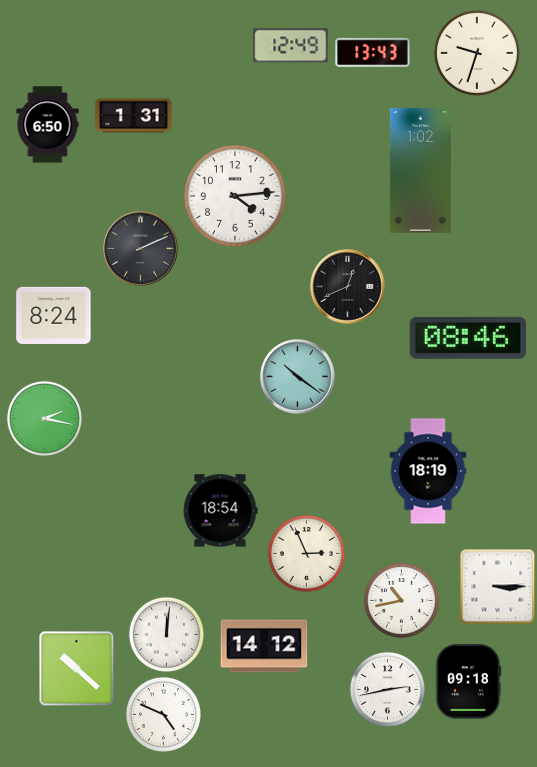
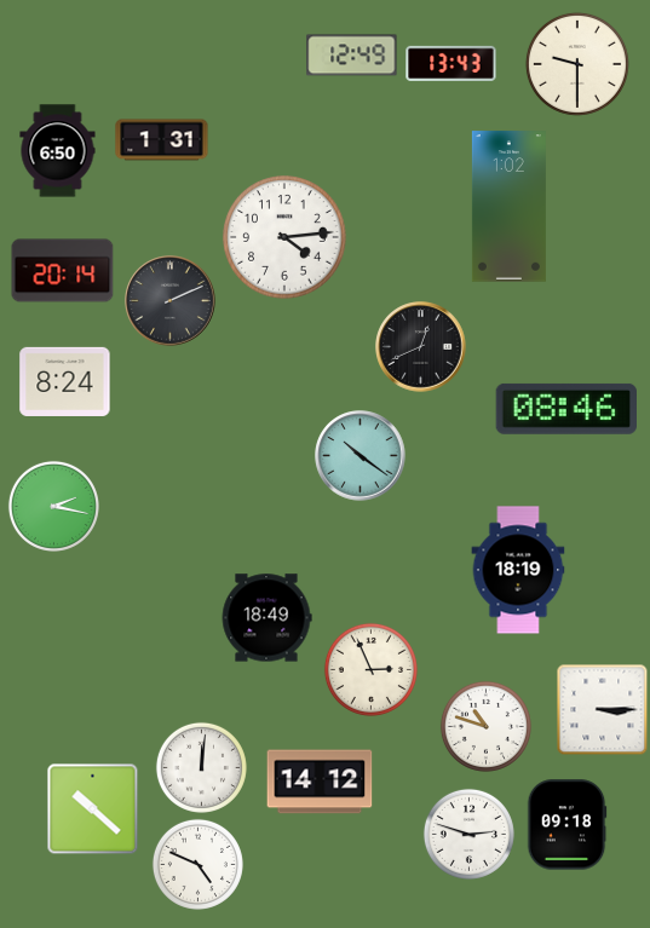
clock at (477, 53): 9:33 -> 9:30
clock at (63, 271): none -> 20:14
clock at (220, 511): 18:54 -> 18:49
clock at (401, 600): 10:43 -> 10:48
clock at (387, 689): 2:43 -> 2:48
